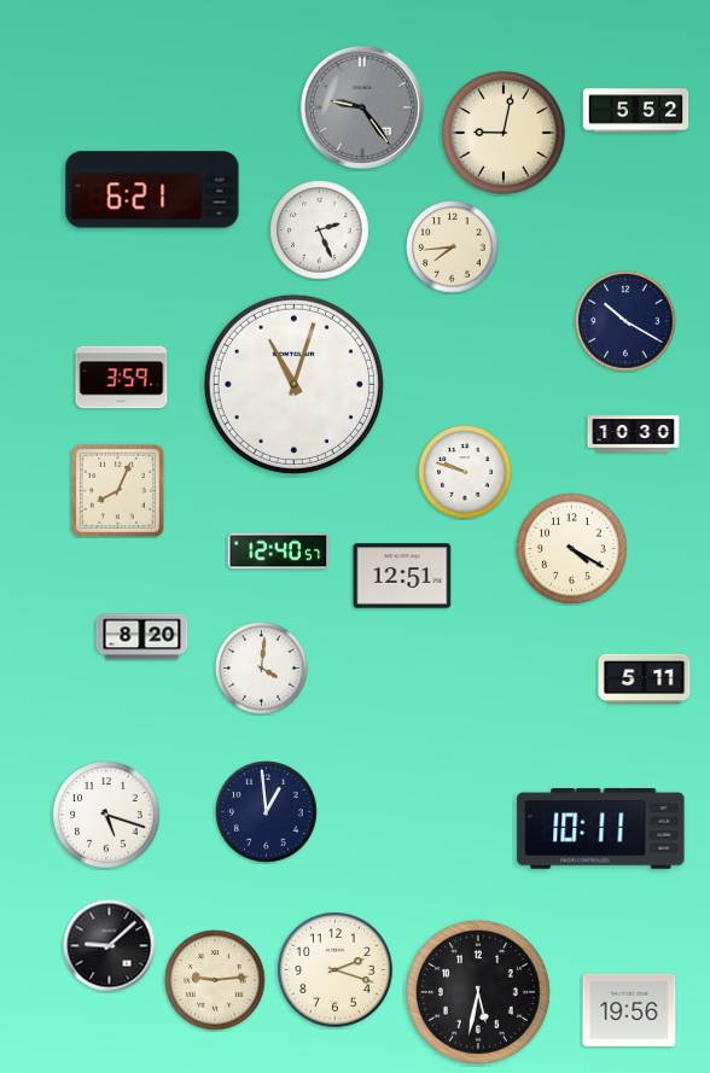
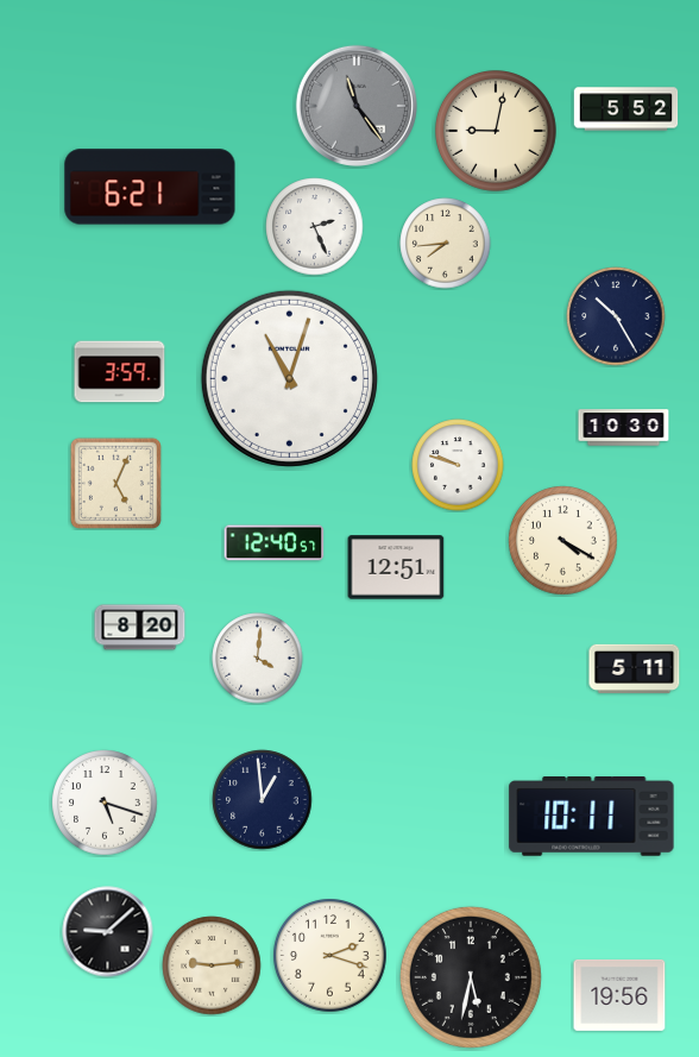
clock at (362, 107): 9:24 -> 11:24
clock at (625, 321): 10:20 -> 10:25
clock at (117, 490): 8:04 -> 5:04
